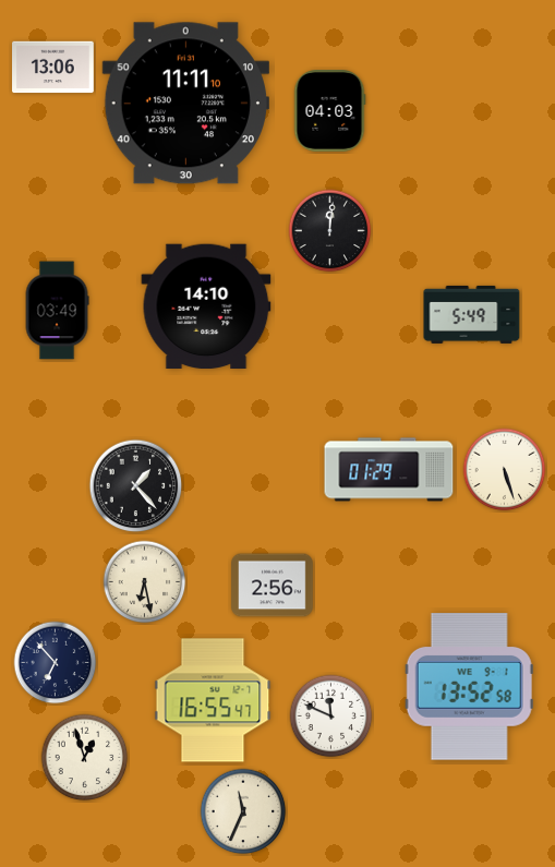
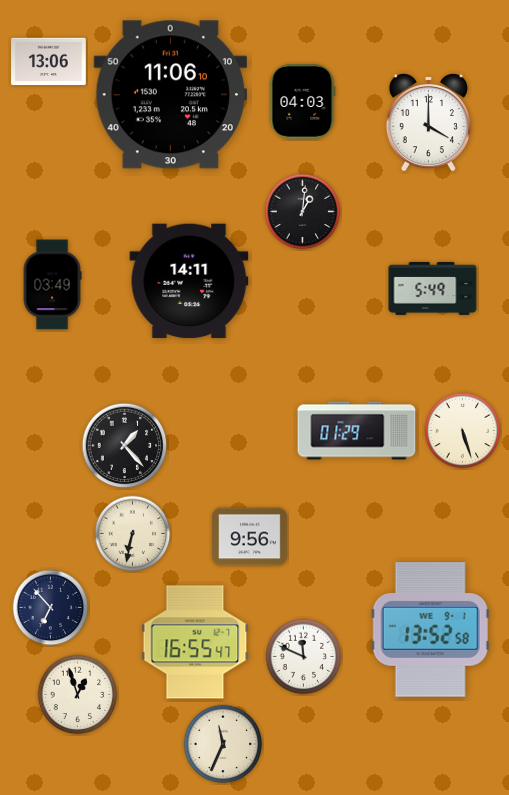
clock at (185, 104): 11:11 -> 11:06
clock at (428, 122): none -> 4:00
clock at (330, 231): 12:01 -> 1:01
clock at (206, 306): 14:10 -> 14:11
clock at (145, 582): 6:28 -> 6:32
clock at (273, 586): 2:56 -> 9:56
